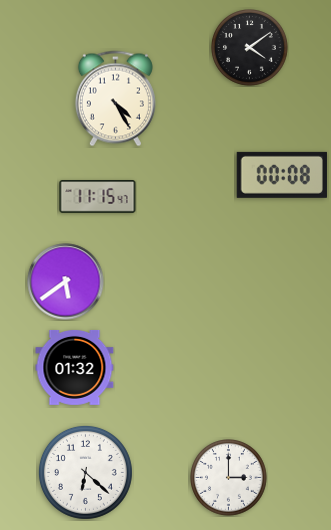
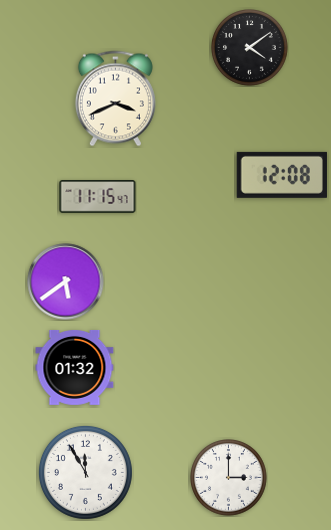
clock at (115, 99): 4:25 -> 3:41
clock at (282, 175): 00:08 -> 12:08
clock at (85, 472): 6:22 -> 11:55
